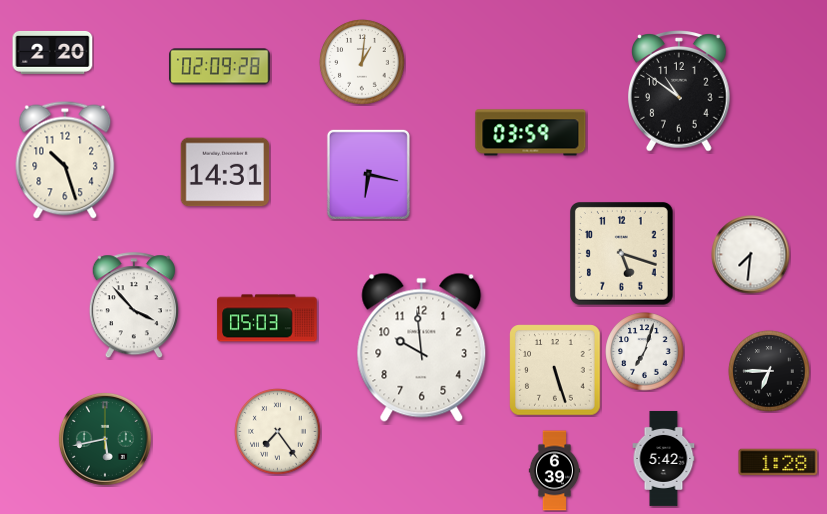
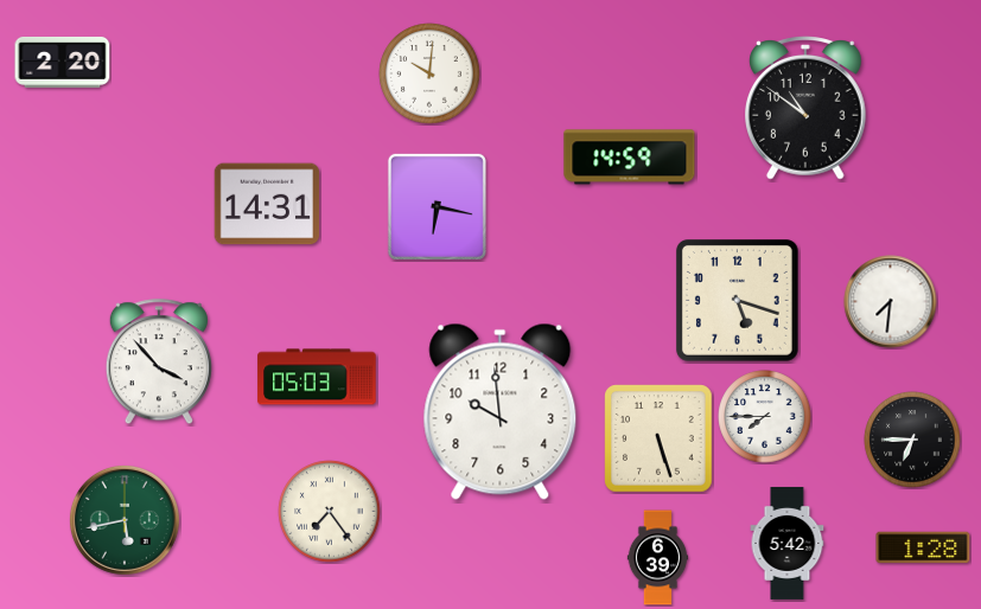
clock at (362, 62): 1:01 -> 10:01
clock at (220, 67): 02:09 -> none
clock at (531, 133): 03:59 -> 14:59
clock at (65, 160): 10:27 -> none
clock at (645, 352): 7:03 -> 7:45
